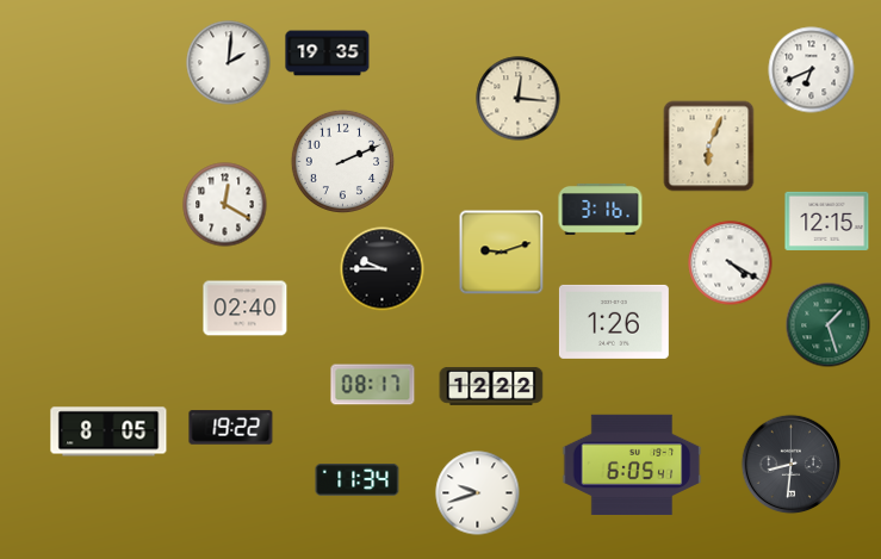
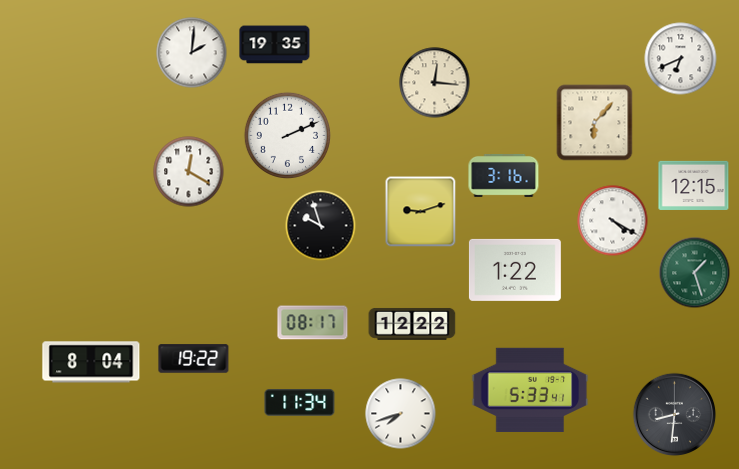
clock at (709, 147): 6:04 -> 6:07
clock at (383, 269): 9:45 -> 9:57
clock at (246, 309): 02:40 -> none
clock at (614, 322): 1:26 -> 1:22
clock at (108, 431): 8:05 -> 8:04
clock at (632, 464): 6:05 -> 5:33
clock at (792, 465) position: (792, 465) -> (675, 415)
clock at (478, 493): 9:42 -> 7:42
